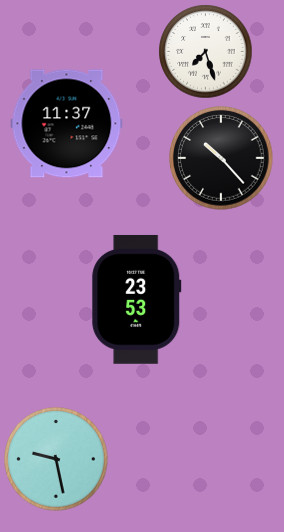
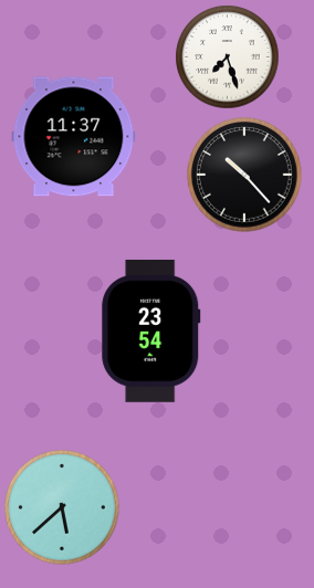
clock at (137, 299): 23:53 -> 23:54
clock at (56, 459): 9:28 -> 5:38
